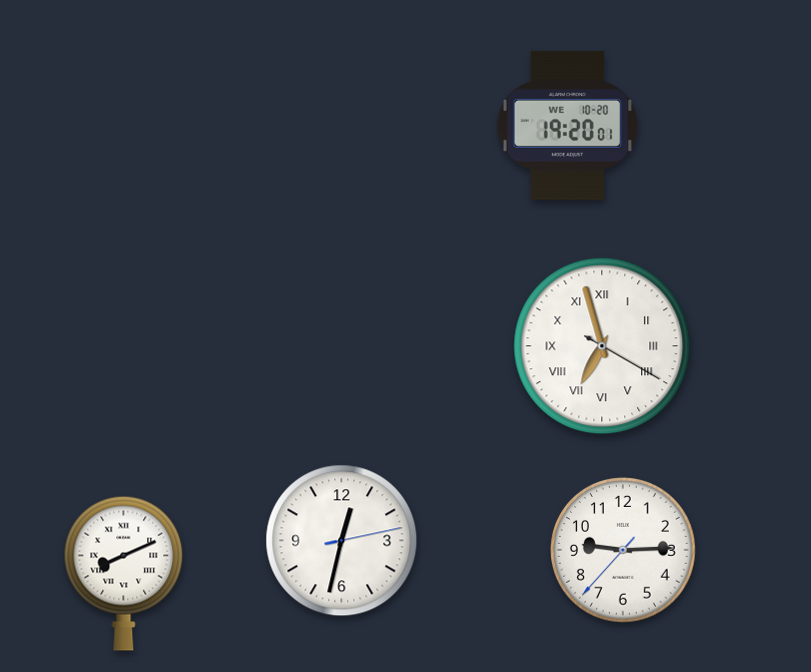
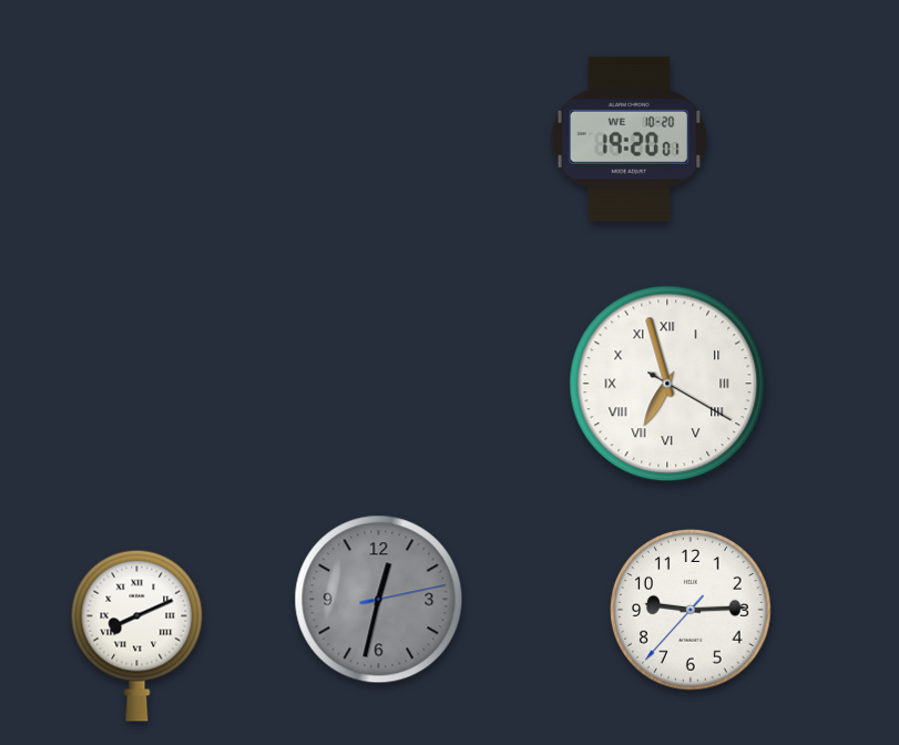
clock at (342, 541) dial: white -> grey
